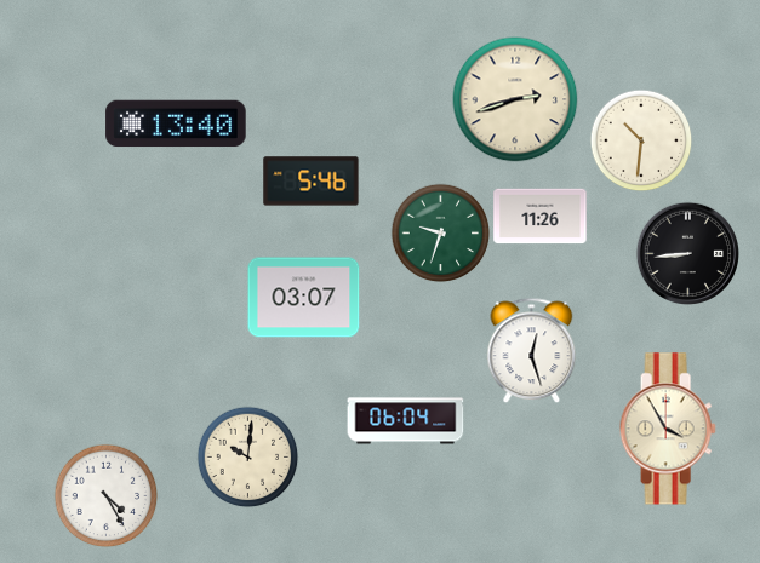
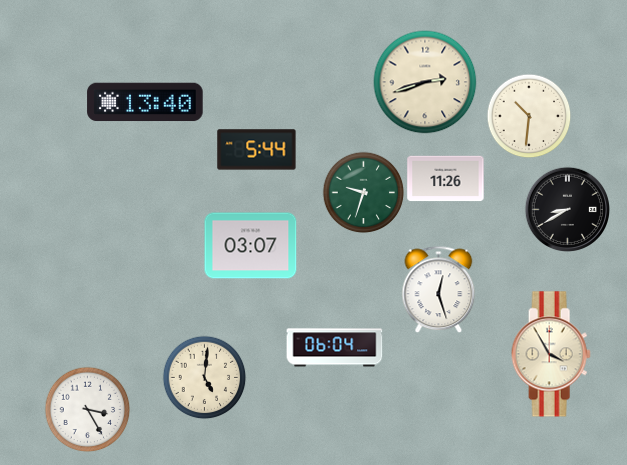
clock at (312, 182): 5:46 -> 5:44
clock at (687, 253): 8:44 -> 8:40
clock at (247, 456): 10:01 -> 5:01
clock at (105, 495): 4:25 -> 3:25
